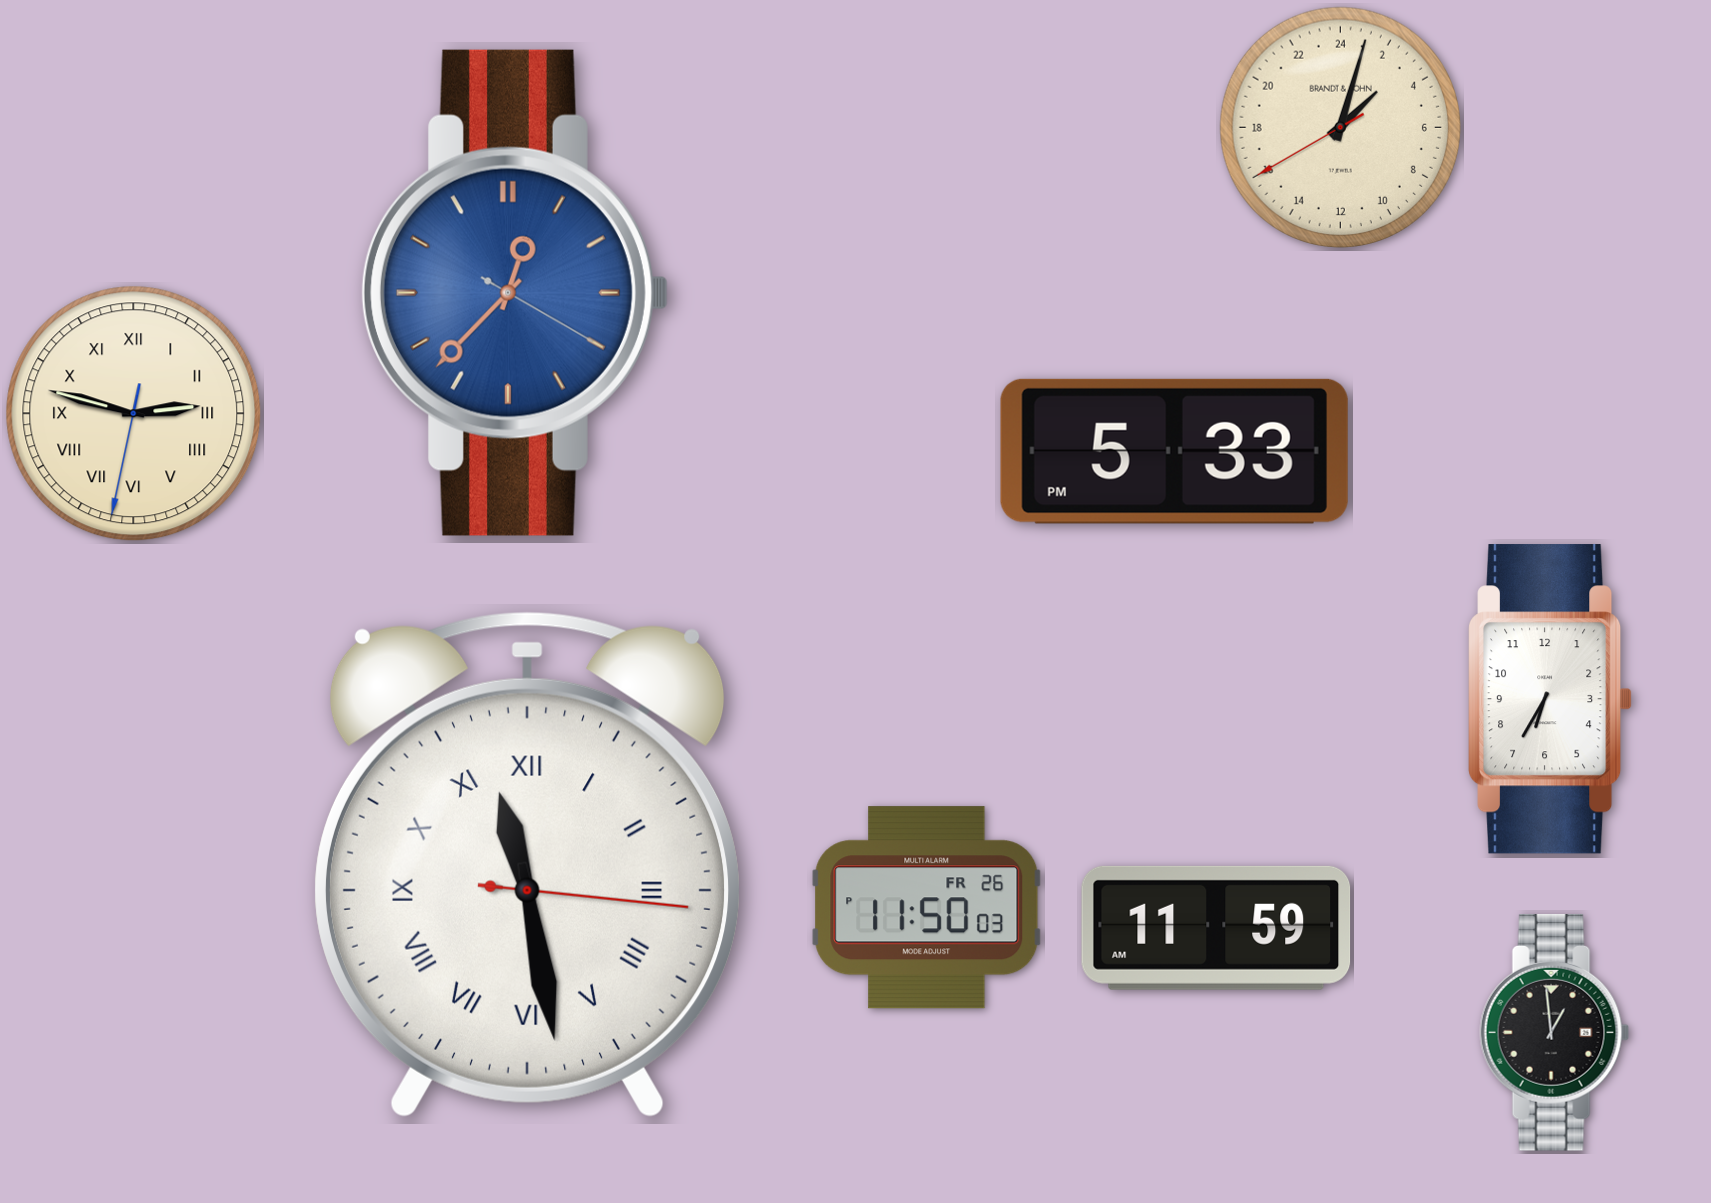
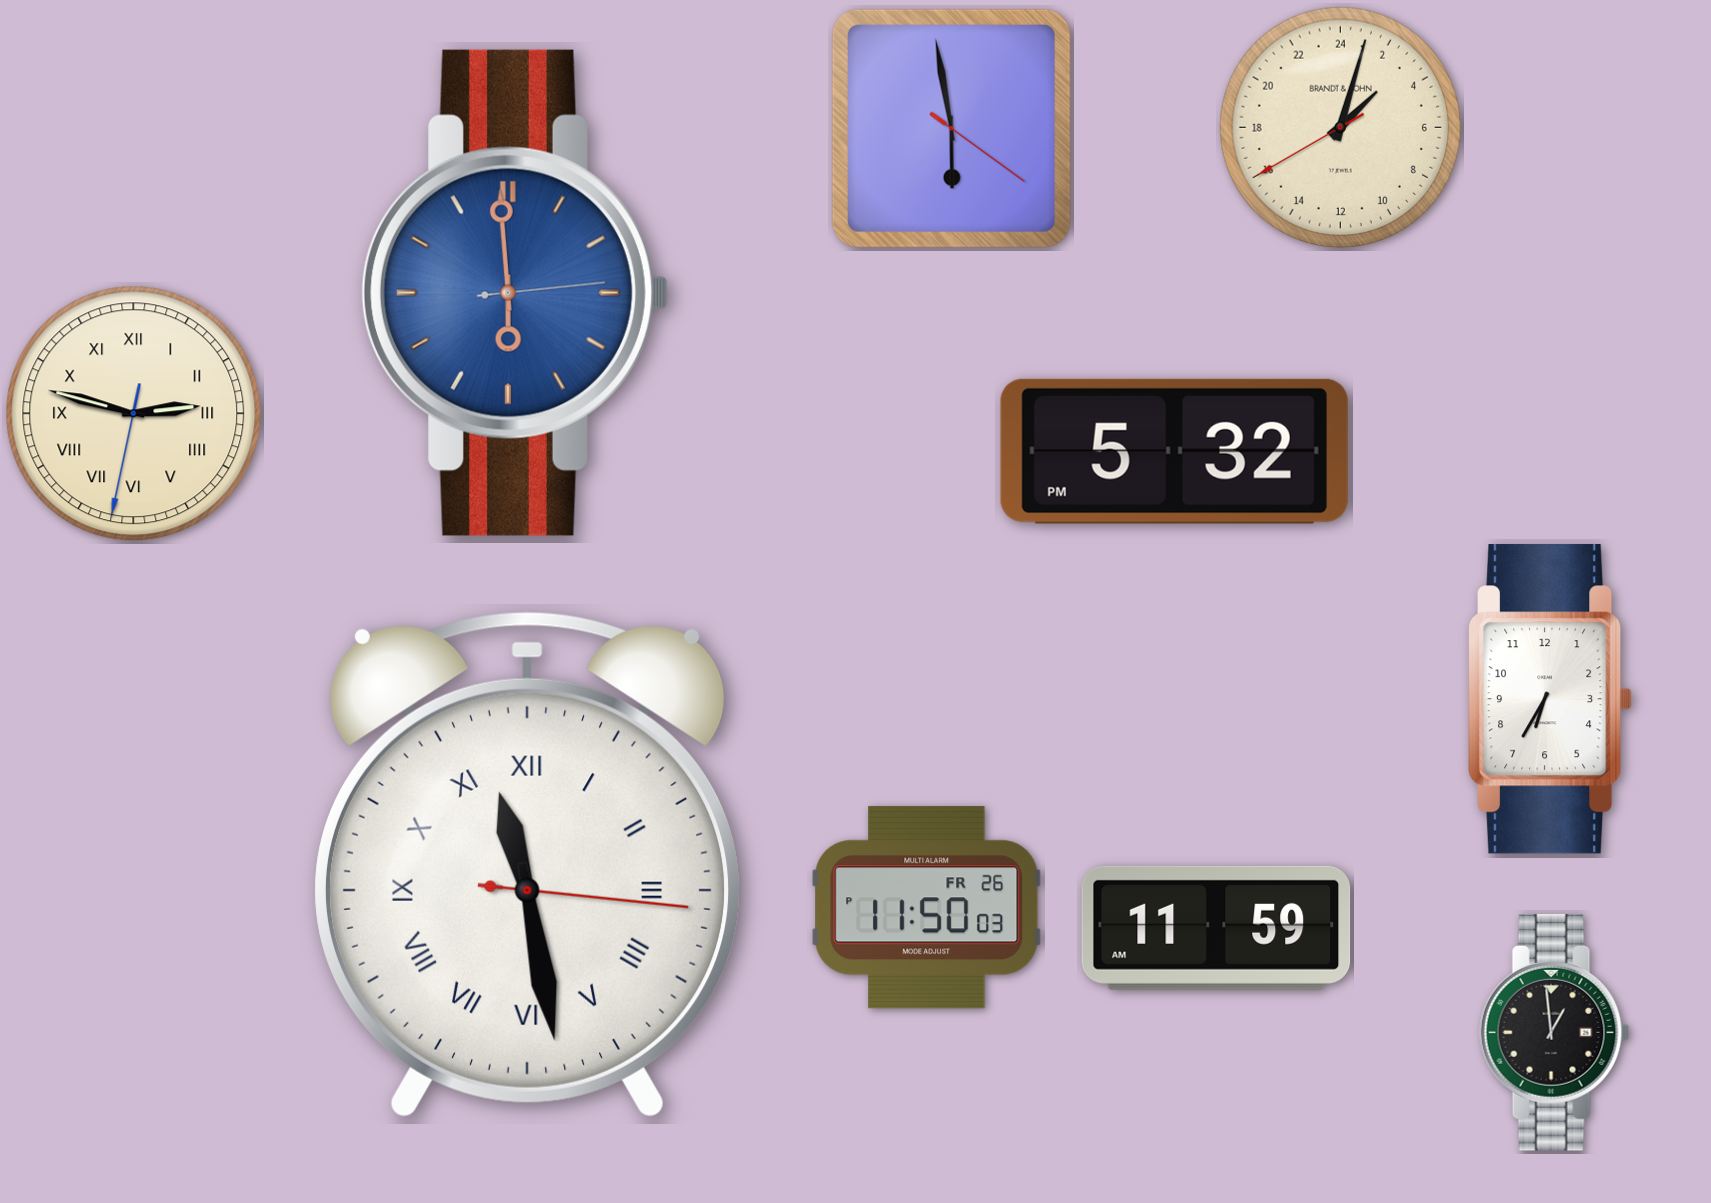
clock at (951, 128): none -> 5:58
clock at (514, 293): 12:37 -> 5:59
clock at (1174, 451): 5:33 -> 5:32
